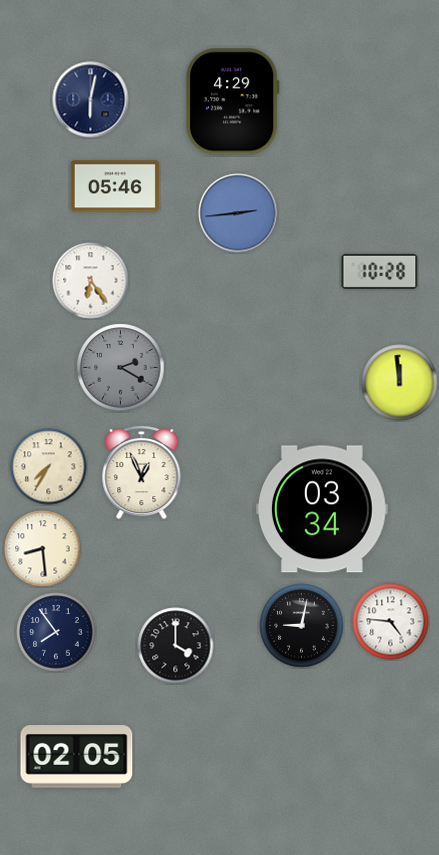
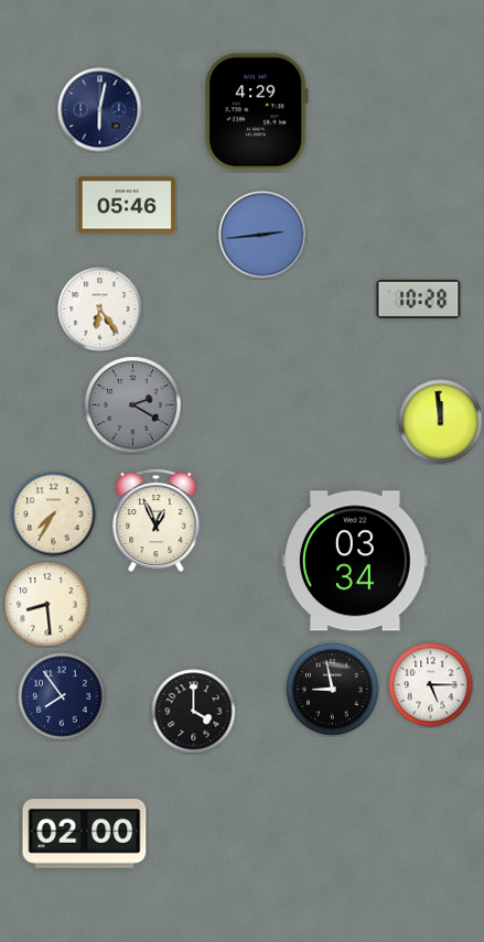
clock at (391, 622): 4:46 -> 5:15
clock at (302, 626): 9:02 -> 8:58
clock at (77, 757): 02:05 -> 02:00
